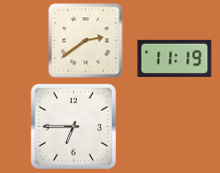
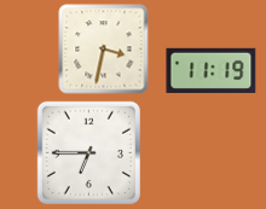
clock at (86, 41): 2:39 -> 3:32
